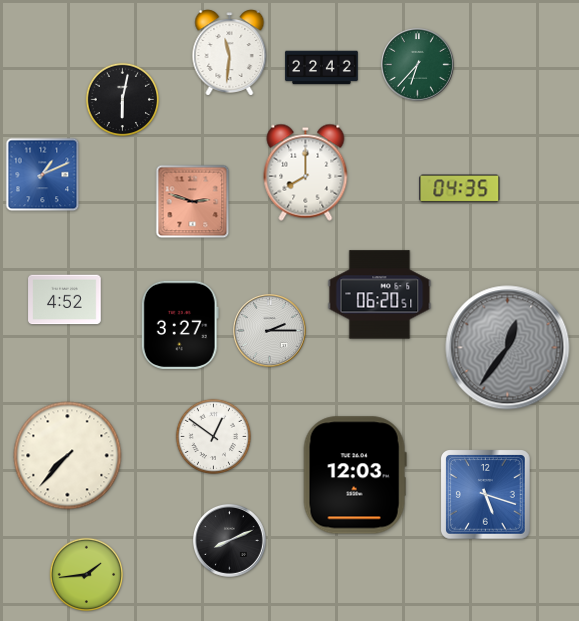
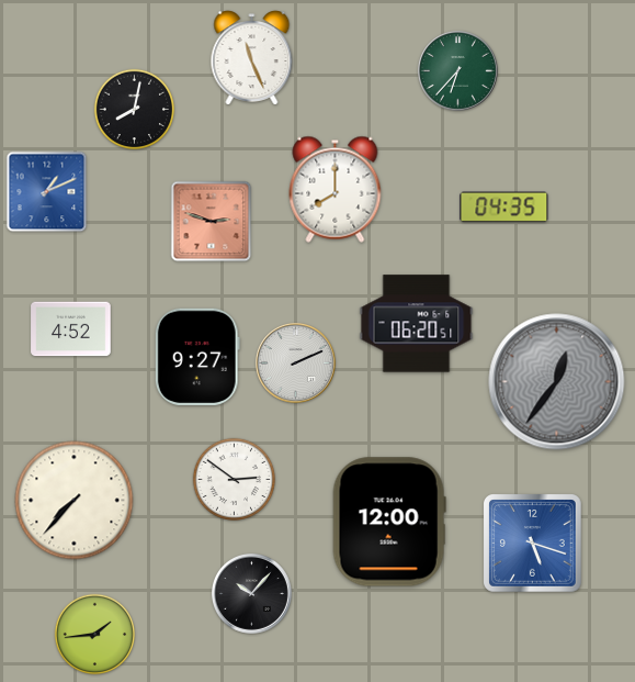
clock at (230, 53): 11:31 -> 11:26
clock at (322, 68): 22:42 -> none
clock at (123, 100): 6:02 -> 8:02
clock at (180, 325): 3:27 -> 9:27
clock at (269, 330): 2:15 -> 2:11
clock at (214, 437): 12:51 -> 2:51
clock at (355, 475): 12:03 -> 12:00
clock at (229, 540): 8:11 -> 10:07
clock at (87, 575) position: (87, 575) -> (95, 635)
